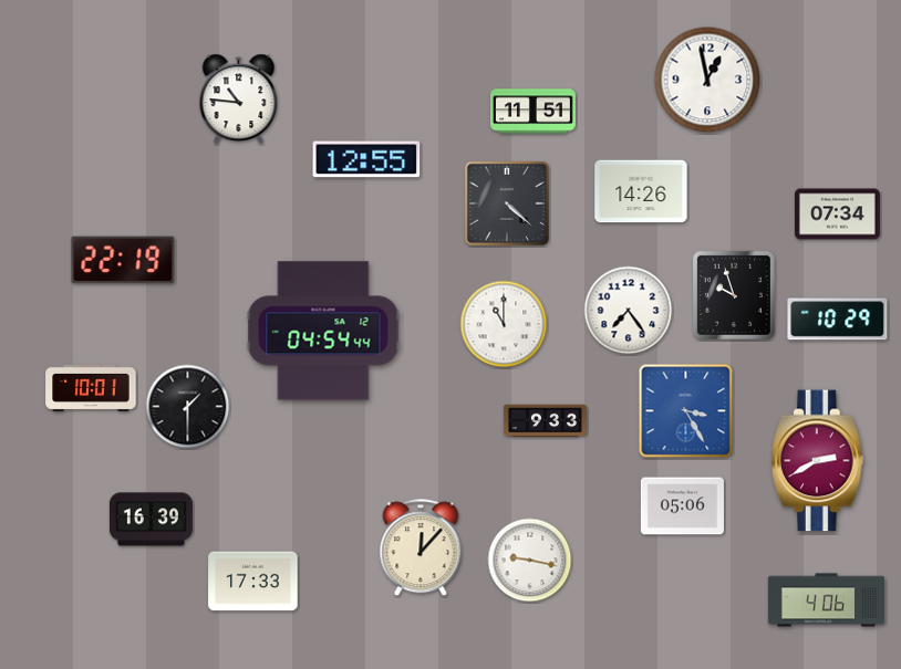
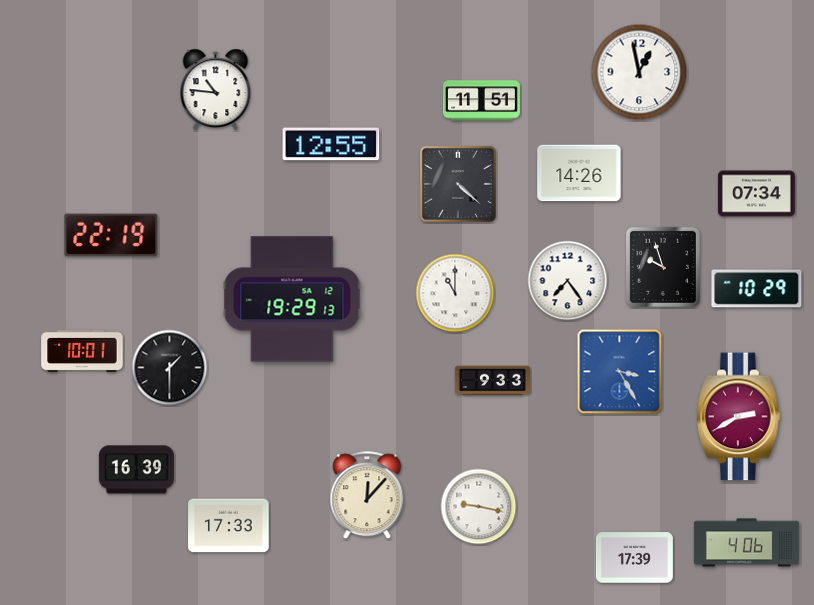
clock at (323, 331): 04:54 -> 19:29
clock at (682, 506): 05:06 -> none
clock at (421, 548) position: (421, 548) -> (367, 496)
clock at (634, 558): none -> 17:39
